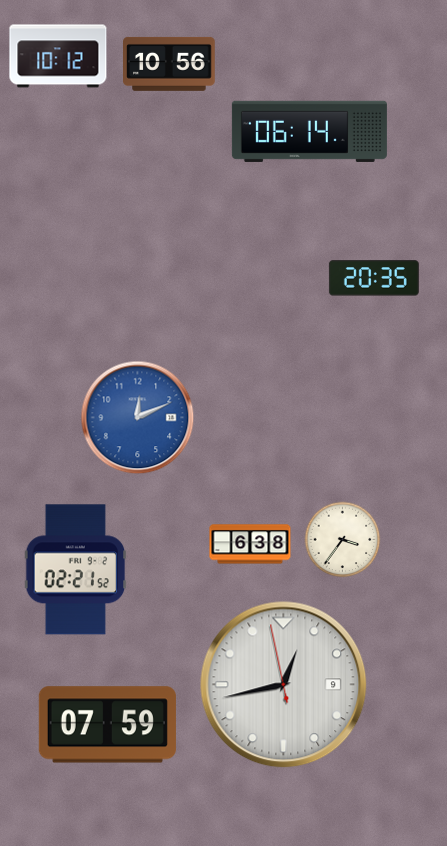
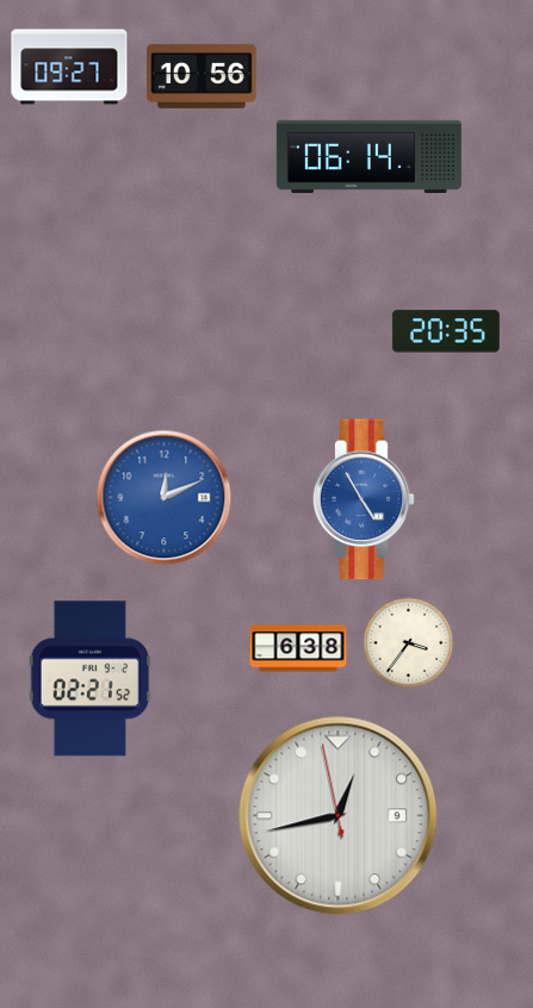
clock at (58, 56): 10:12 -> 09:27
clock at (364, 499): none -> 4:55
clock at (107, 725): 07:59 -> none
